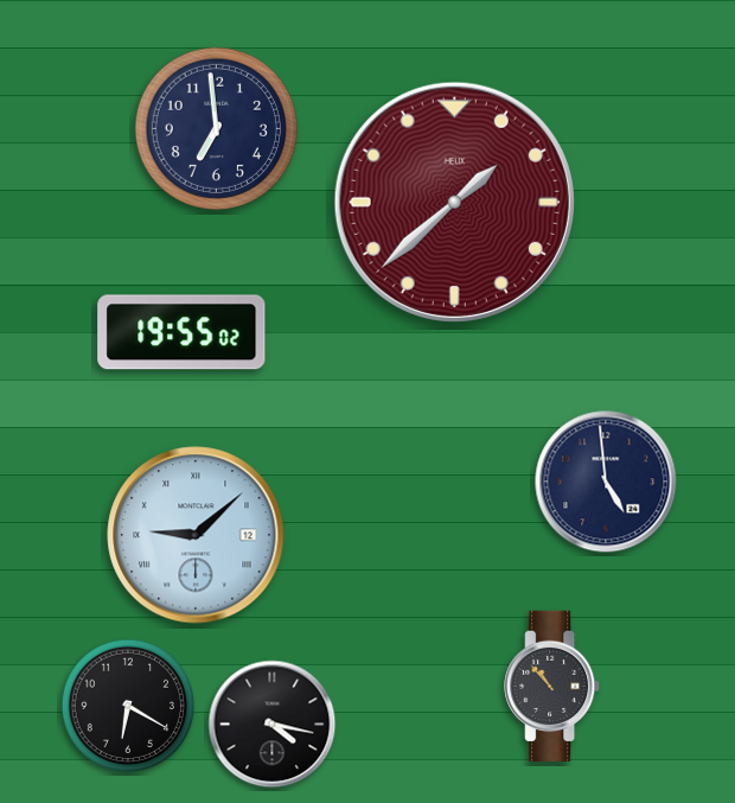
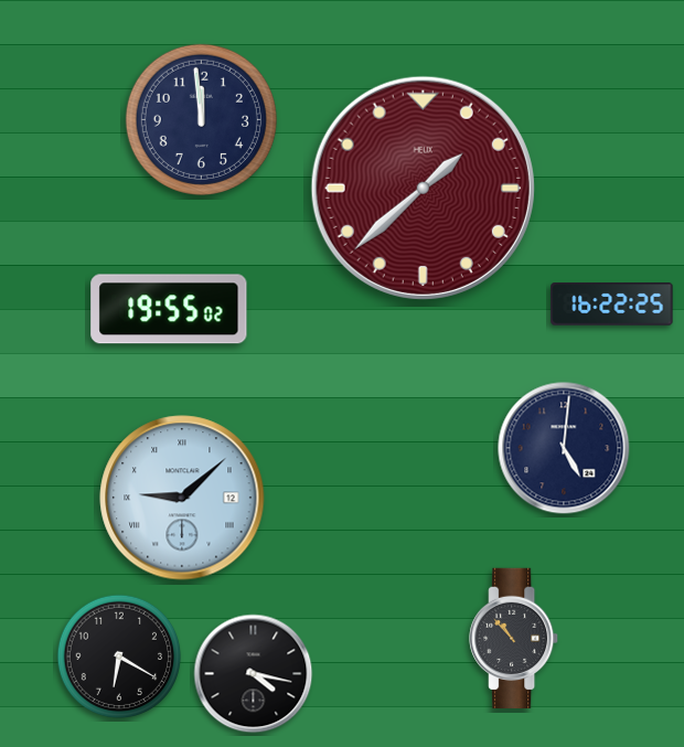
clock at (216, 128): 6:59 -> 11:59
clock at (612, 305): none -> 16:22
clock at (606, 482): 4:59 -> 5:01
